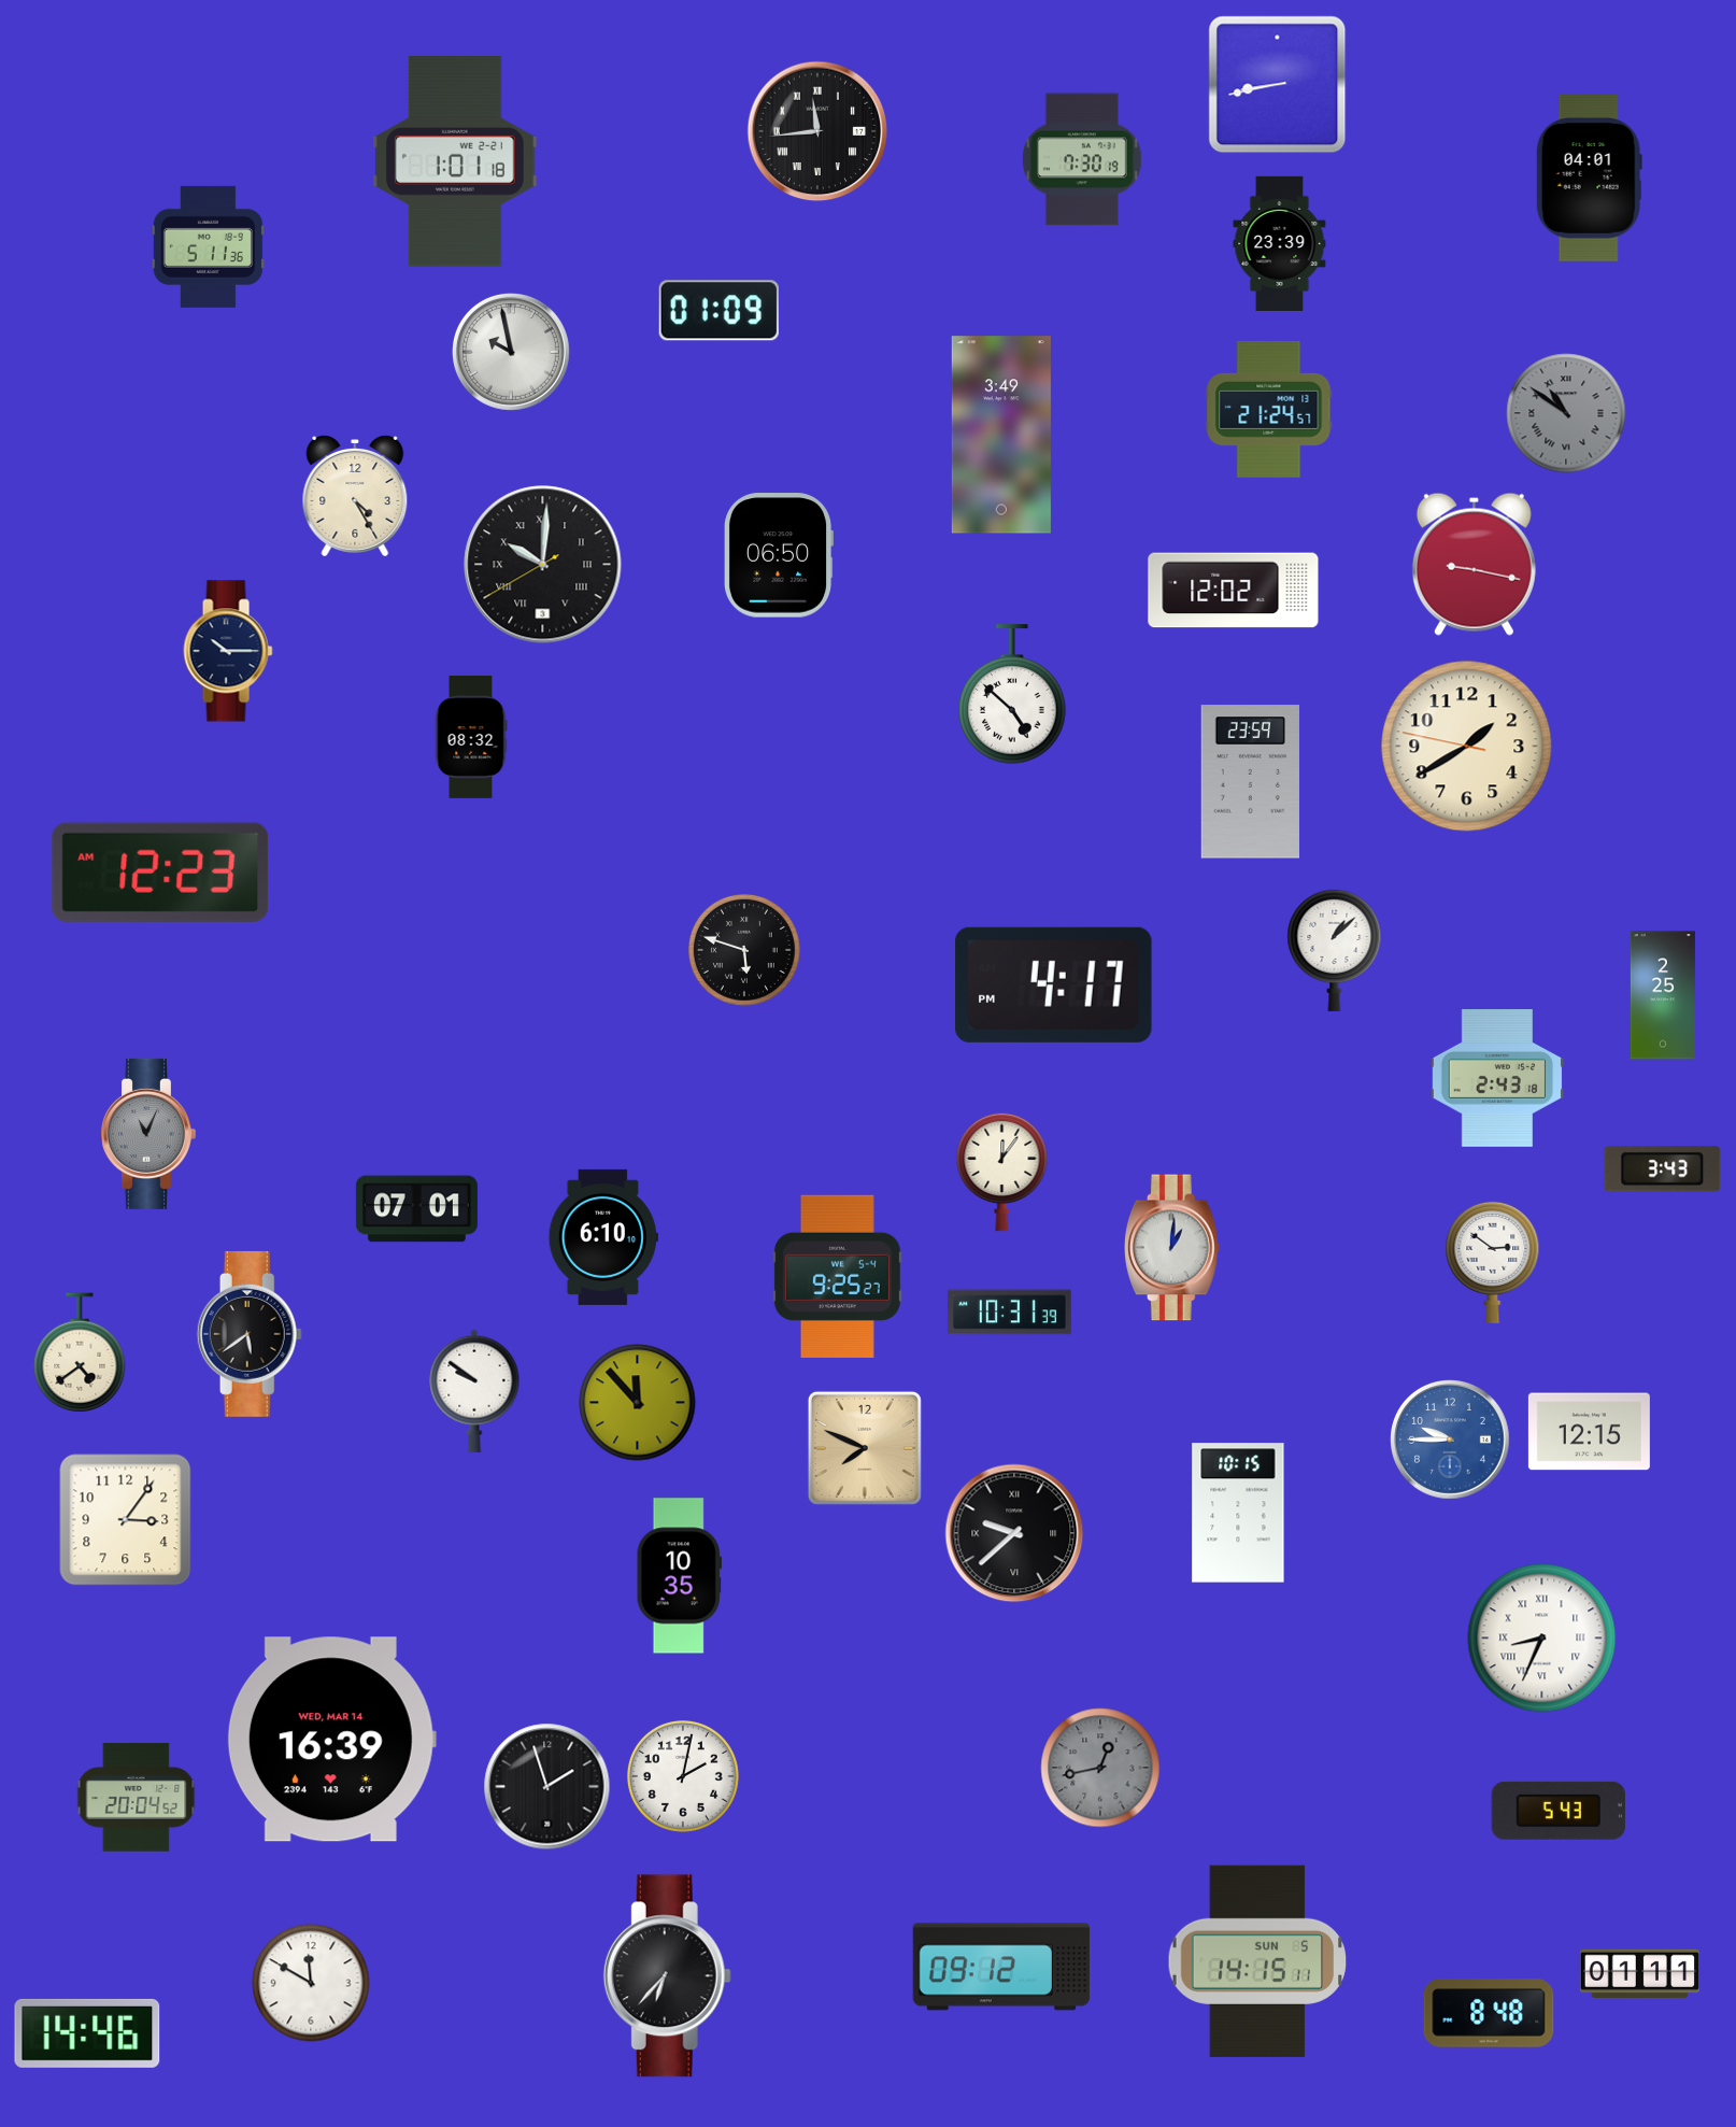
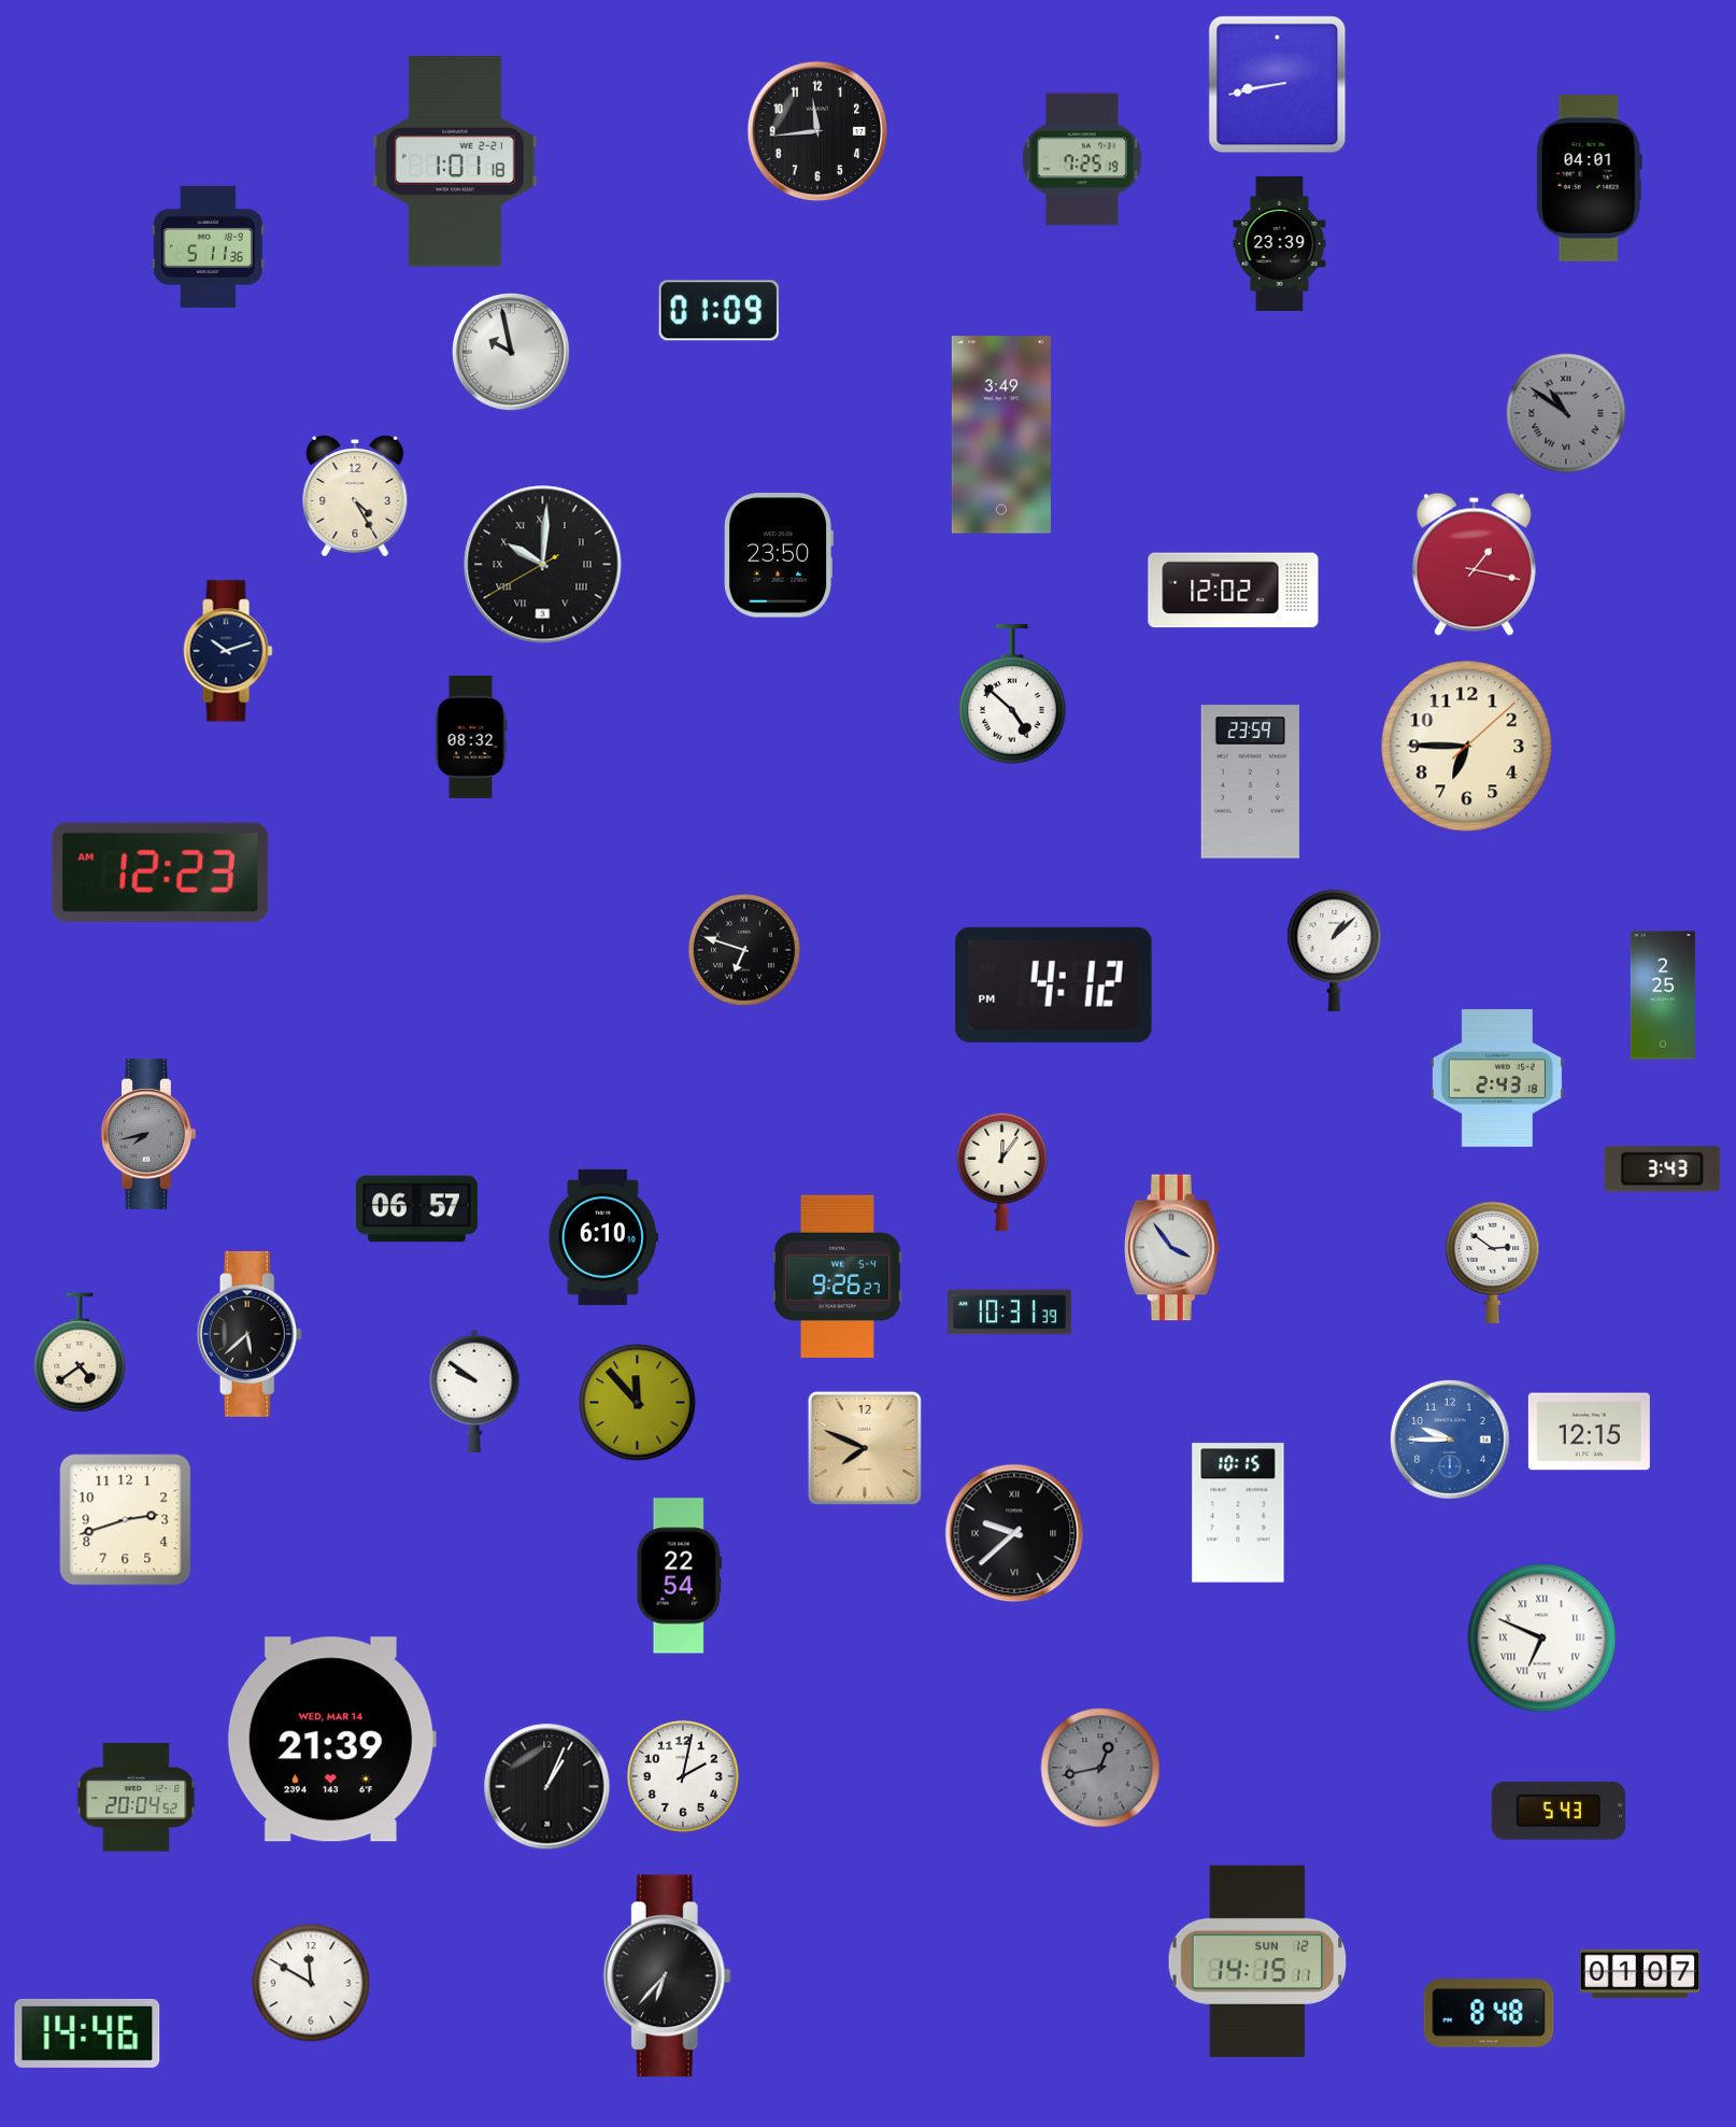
clock at (817, 131) numerals: Roman -> Arabic
clock at (1082, 159): 7:30 -> 7:25
clock at (1269, 409): 21:24 -> none
clock at (780, 555): 06:50 -> 23:50
clock at (1474, 564): 9:17 -> 1:17
clock at (228, 651): 10:15 -> 10:12
clock at (1467, 747): 1:39 -> 6:45
clock at (744, 950): 5:48 -> 6:48
clock at (1054, 984): 4:17 -> 4:12
clock at (147, 1134): 11:04 -> 7:43
clock at (416, 1209): 07:01 -> 06:57
clock at (1171, 1248): 1:01 -> 3:54
clock at (837, 1276): 9:25 -> 9:26
clock at (250, 1334): 5:39 -> 5:38
clock at (126, 1520): 3:06 -> 2:42
clock at (679, 1576): 10:35 -> 22:54
clock at (1542, 1639): 8:34 -> 6:49
clock at (331, 1740): 16:39 -> 21:39
clock at (547, 1787): 1:57 -> 1:04
clock at (1257, 1961) date: SUN 5 -> SUN 12
clock at (1000, 1967): 09:12 -> none
clock at (1640, 1973): 01:11 -> 01:07
